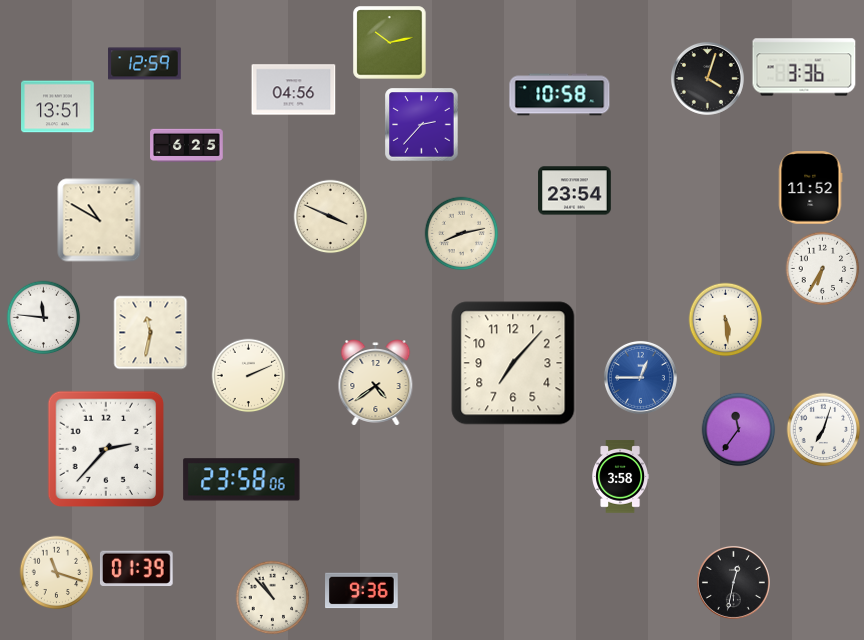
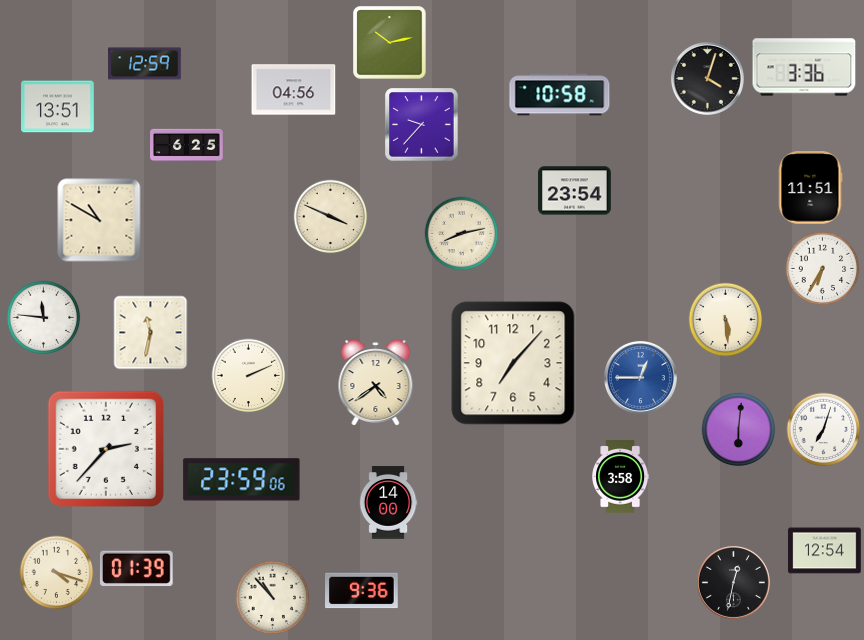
clock at (422, 125): 2:37 -> 9:37
clock at (810, 188): 11:52 -> 11:51
clock at (739, 430): 11:36 -> 6:01
clock at (242, 480): 23:58 -> 23:59
clock at (388, 503): none -> 14:00
clock at (825, 551): none -> 12:54
clock at (57, 573): 11:18 -> 4:18
